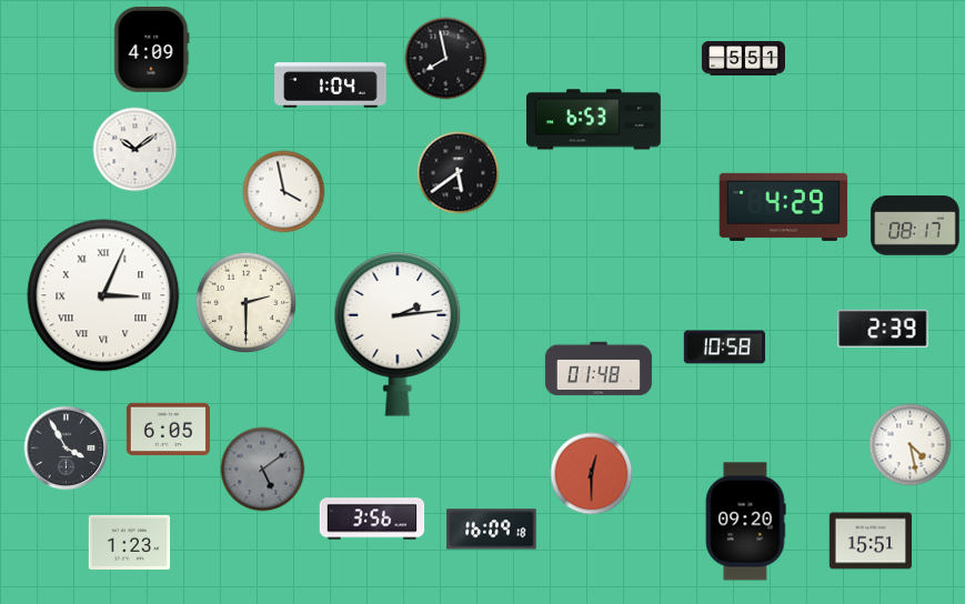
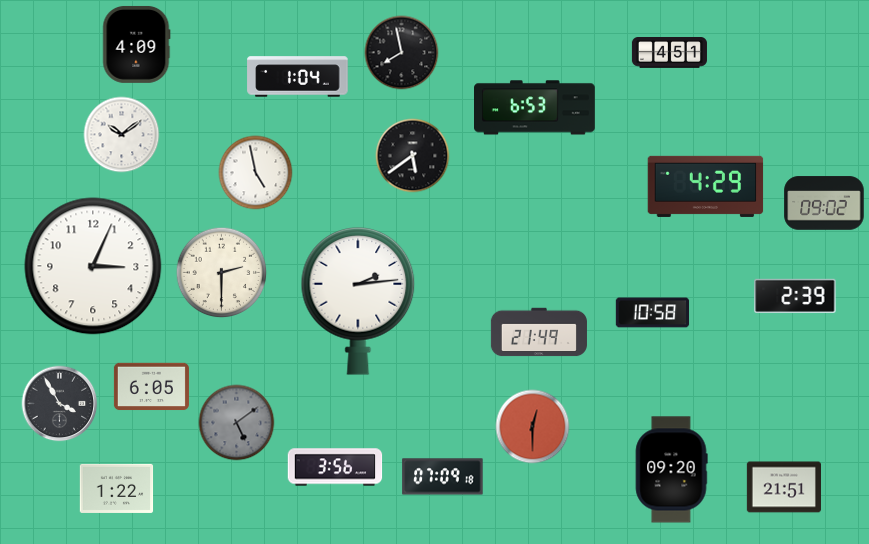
clock at (743, 59): 5:51 -> 4:51
clock at (284, 192): 3:58 -> 4:58
clock at (915, 225): 08:17 -> 09:02
clock at (103, 295) numerals: Roman -> Arabic
clock at (599, 369): 01:48 -> 21:49
clock at (911, 445): 4:28 -> none
clock at (492, 530): 16:09 -> 07:09
clock at (869, 541): 15:51 -> 21:51
clock at (130, 542): 1:23 -> 1:22
